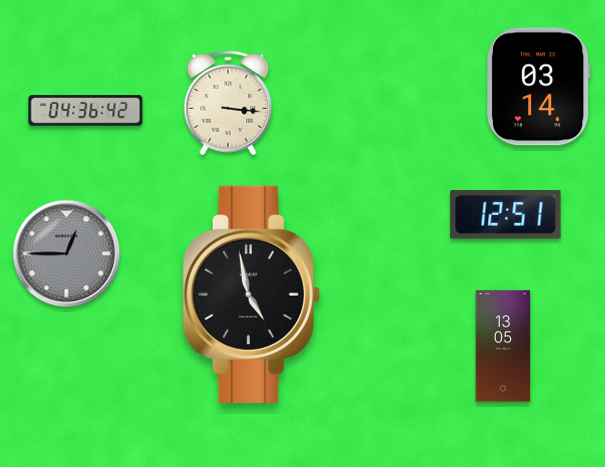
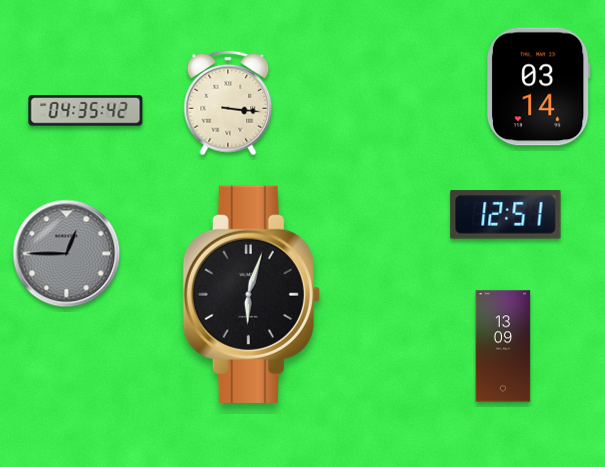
clock at (86, 111): 04:36 -> 04:35
clock at (251, 294): 4:58 -> 6:03
clock at (503, 346): 13:05 -> 13:09
